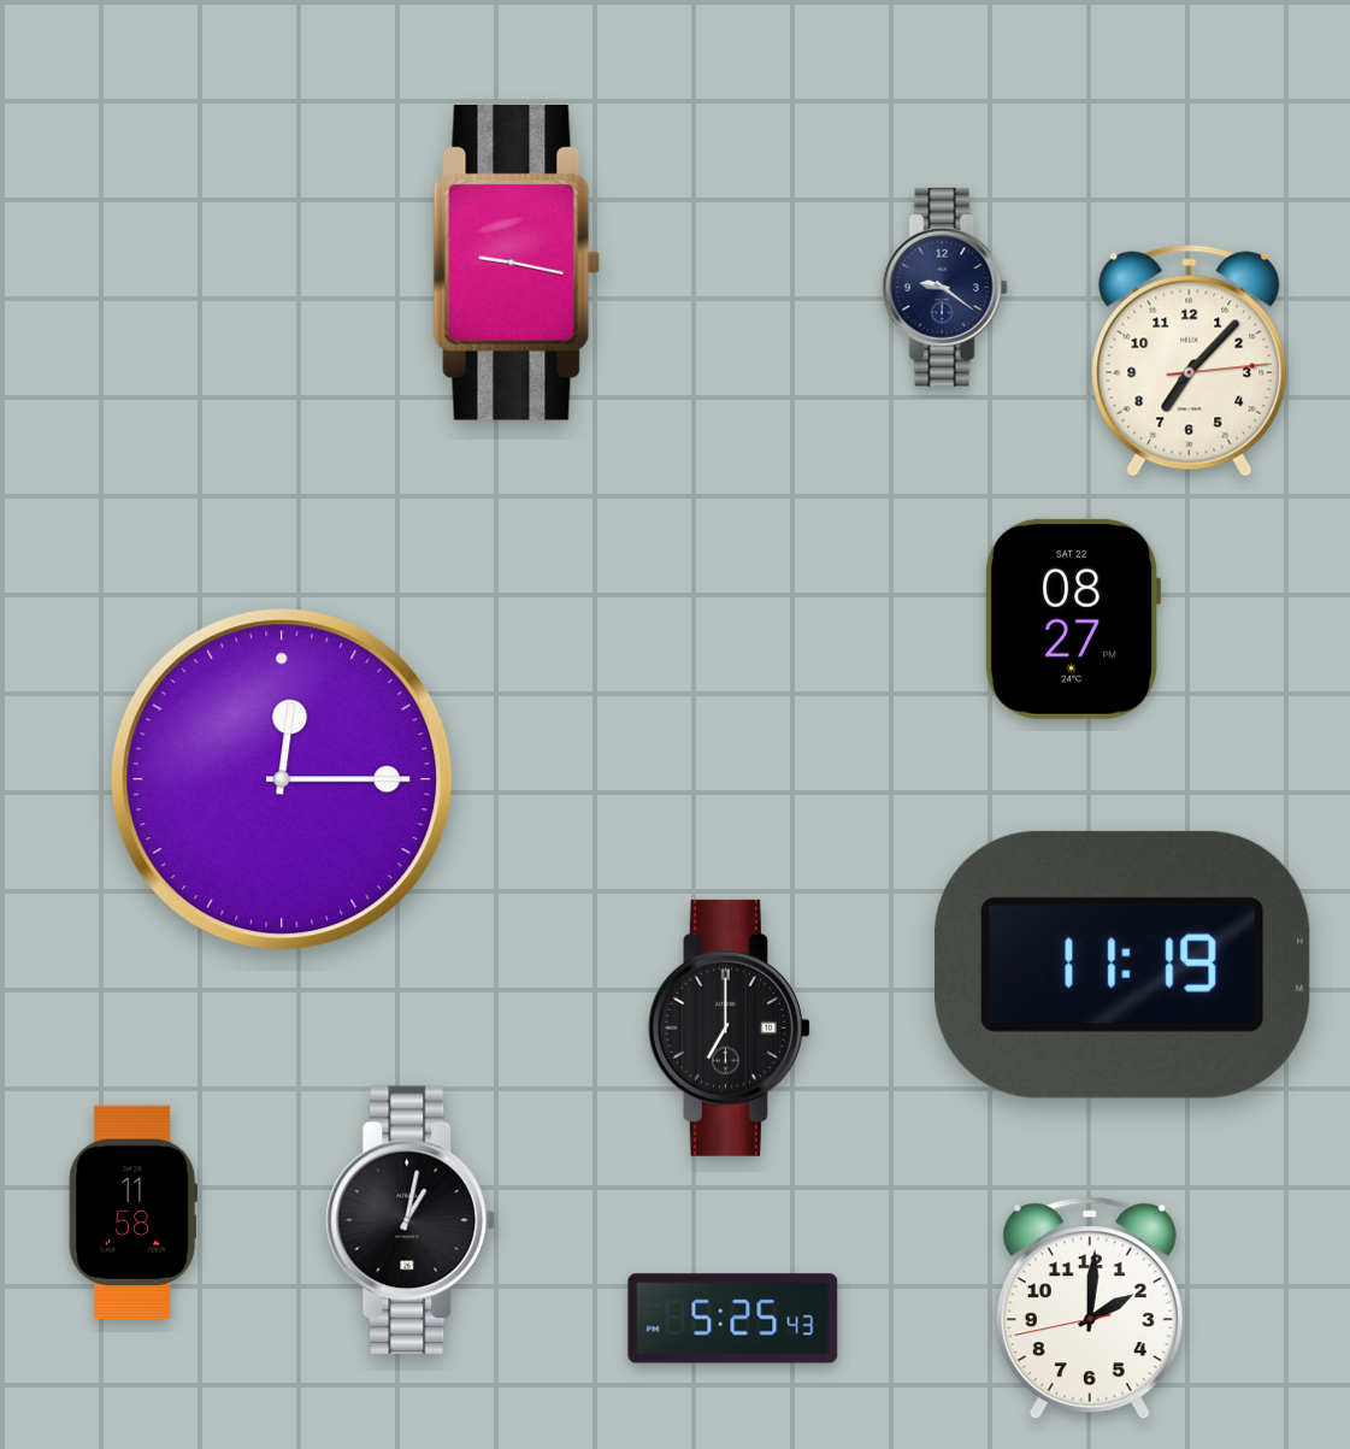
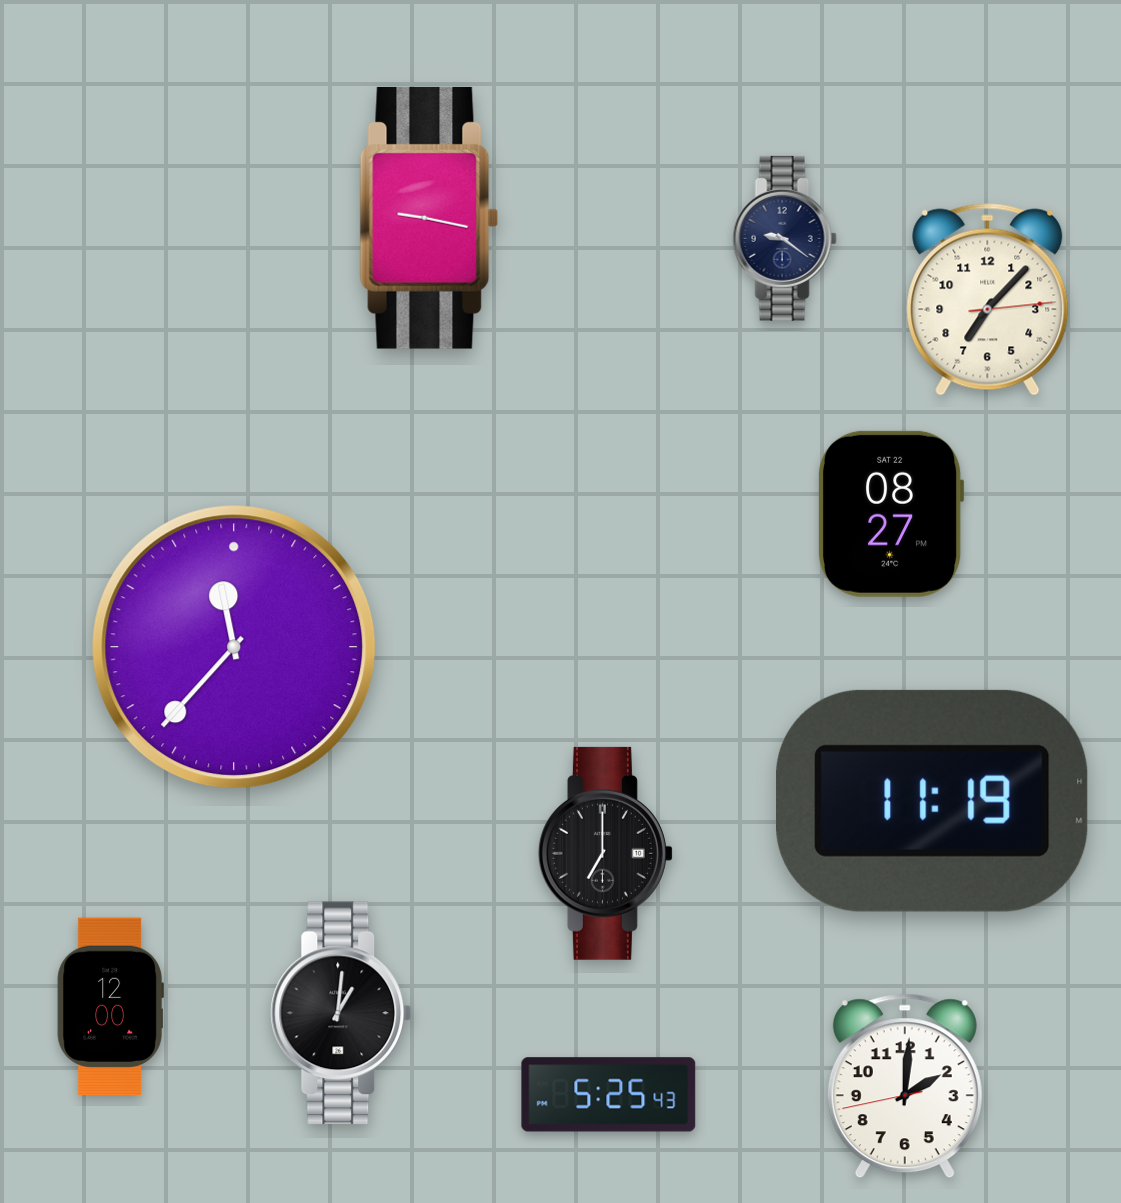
clock at (282, 779): 12:15 -> 11:37
clock at (132, 1213): 11:58 -> 12:00
clock at (411, 1220): 1:02 -> 1:01
